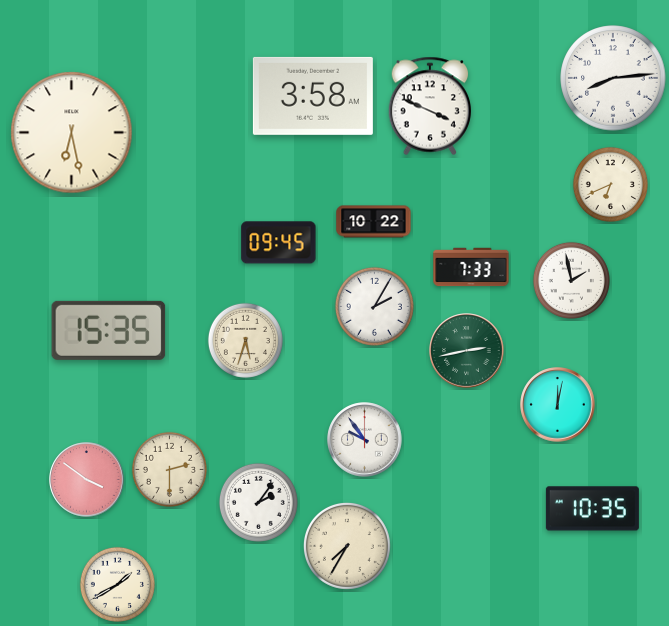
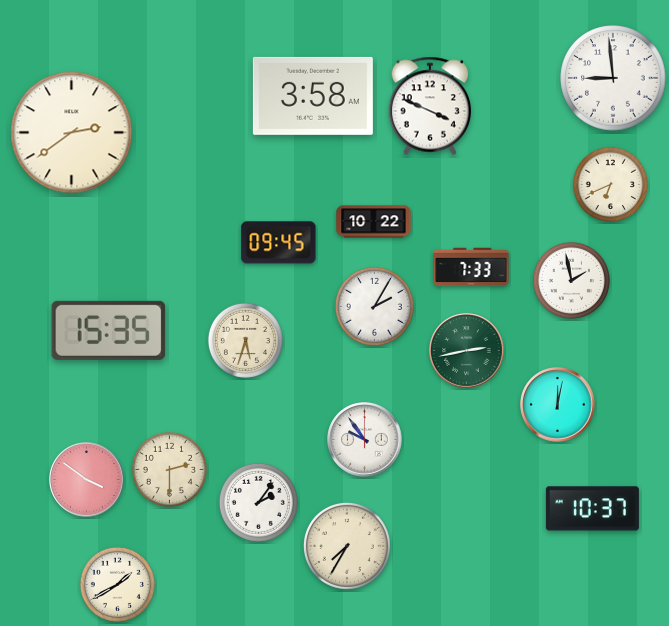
clock at (613, 78): 8:14 -> 8:59
clock at (72, 133): 6:28 -> 2:39
clock at (592, 509): 10:35 -> 10:37
